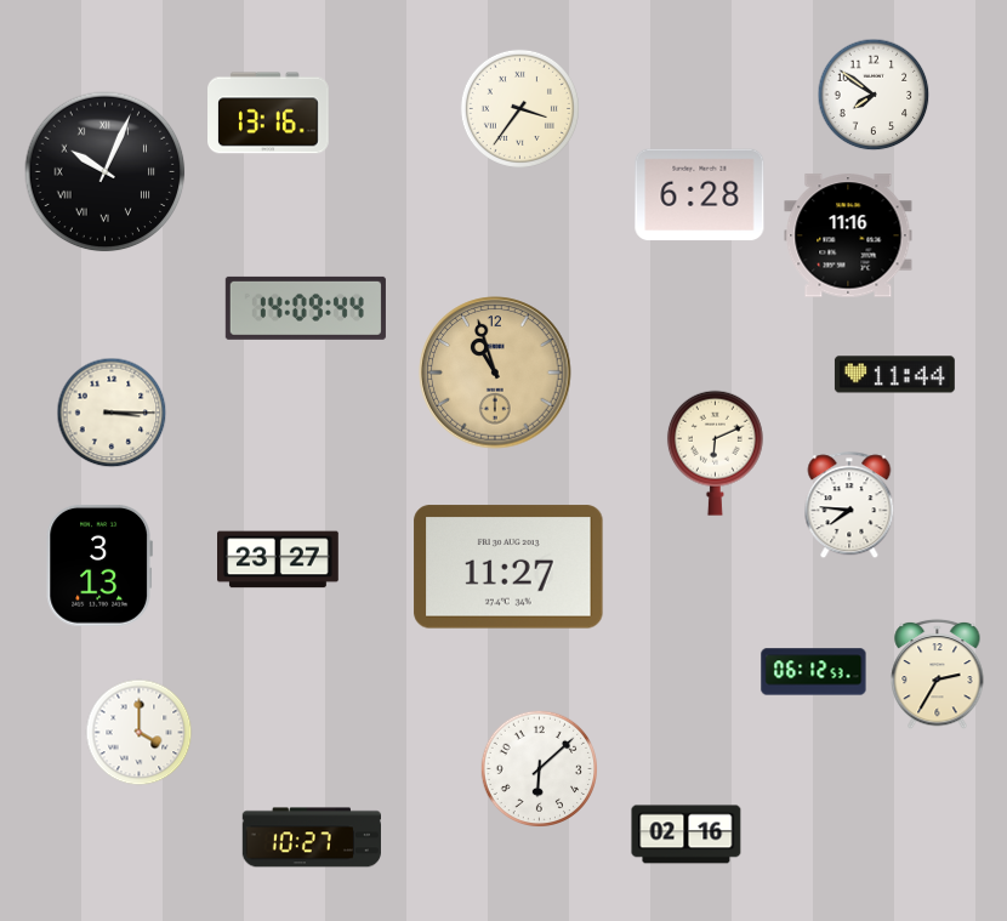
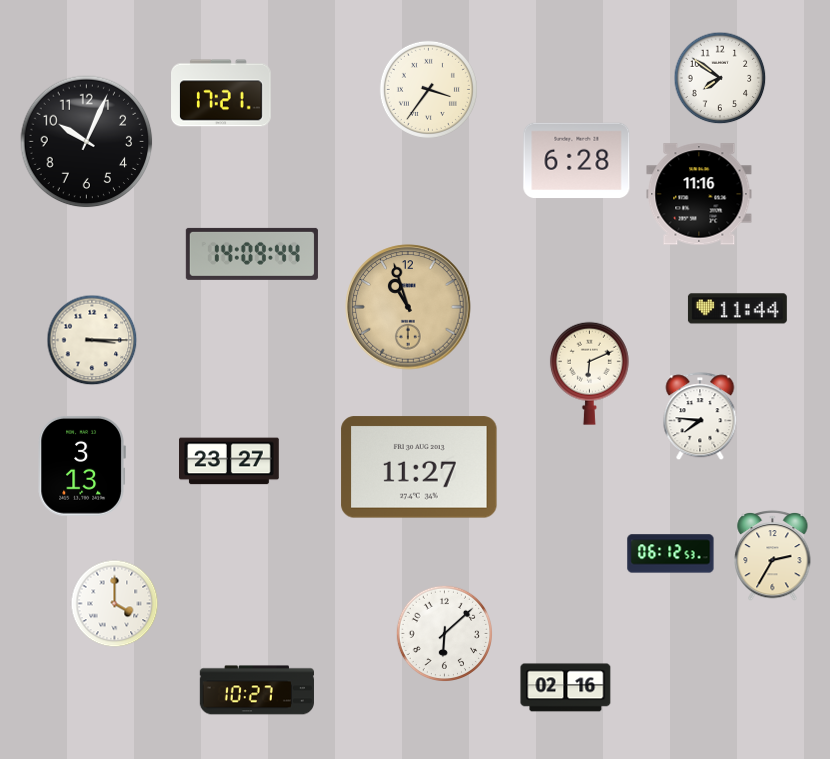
clock at (269, 113): 13:16 -> 17:21
clock at (106, 172) numerals: Roman -> Arabic
